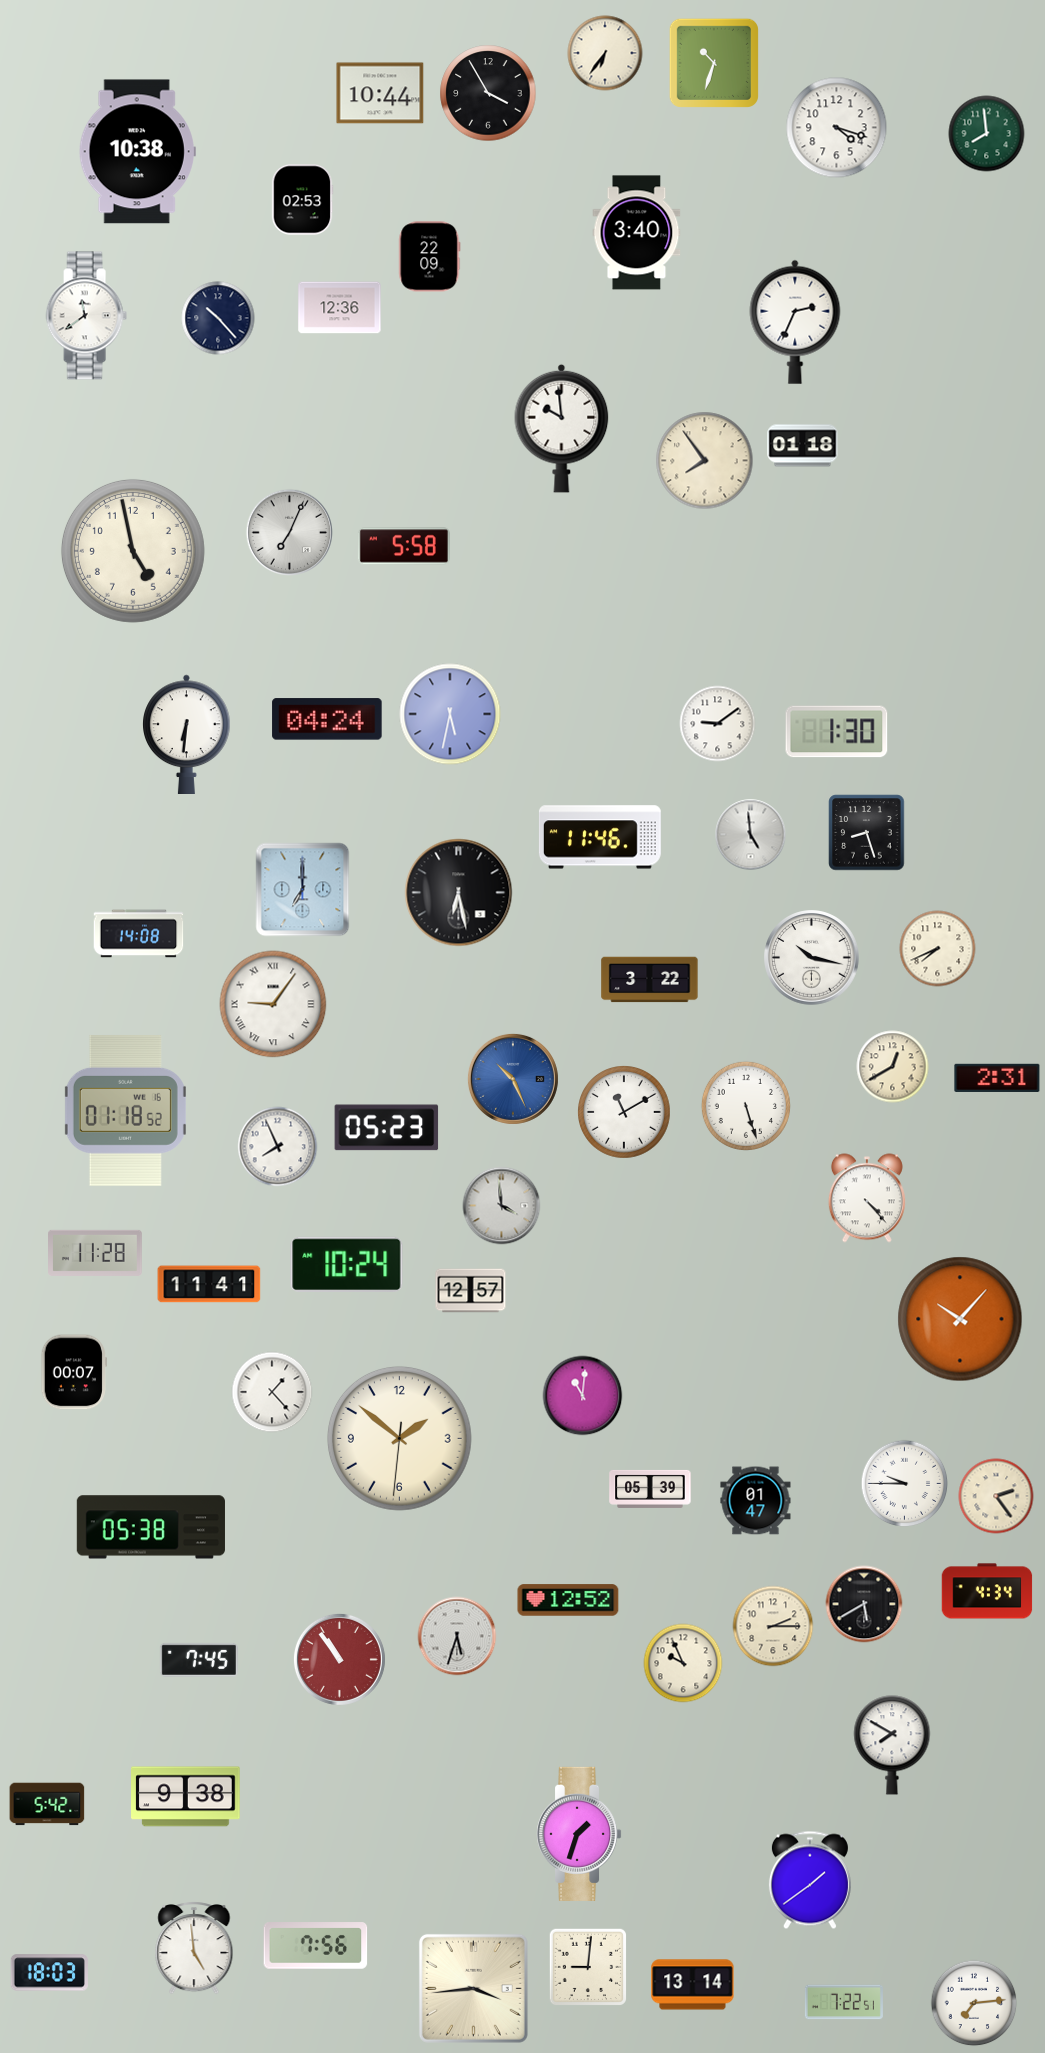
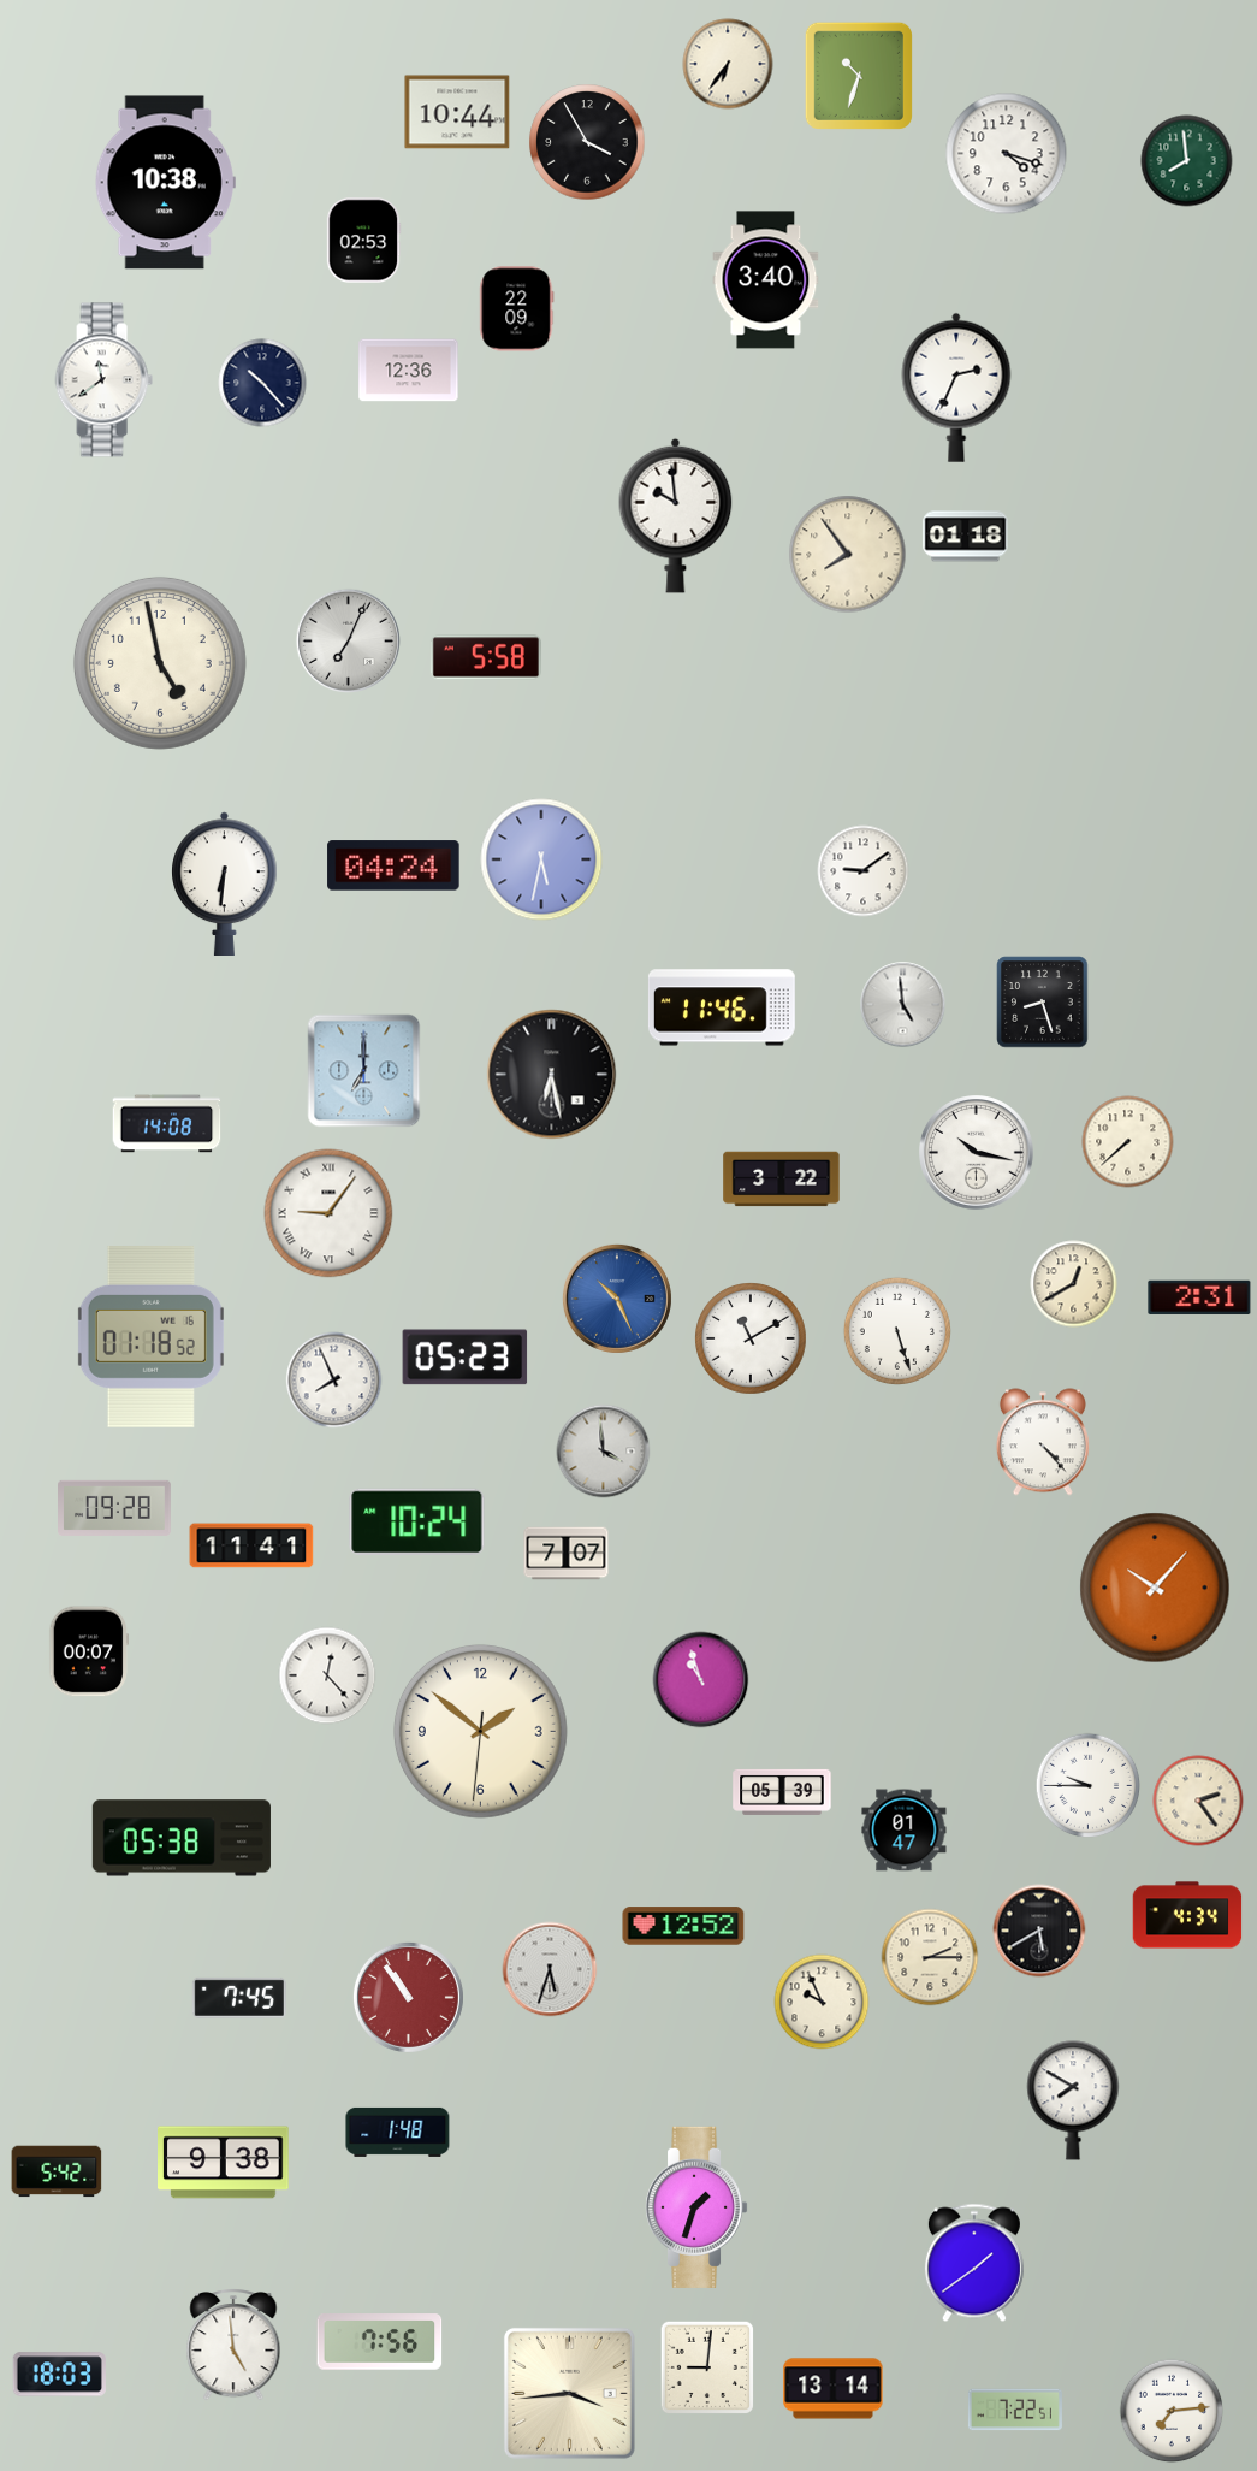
clock at (488, 93) position: (488, 93) -> (587, 142)
clock at (837, 732): 1:30 -> none
clock at (938, 949): 7:41 -> 7:38
clock at (273, 1004) position: (273, 1004) -> (328, 1213)
clock at (96, 1253): 11:28 -> 09:28
clock at (471, 1291): 12:57 -> 7:07
clock at (272, 1392): 1:23 -> 12:23
clock at (583, 1396): 11:01 -> 10:57
clock at (756, 1501) position: (756, 1501) -> (905, 1831)
clock at (398, 2132): none -> 1:48
